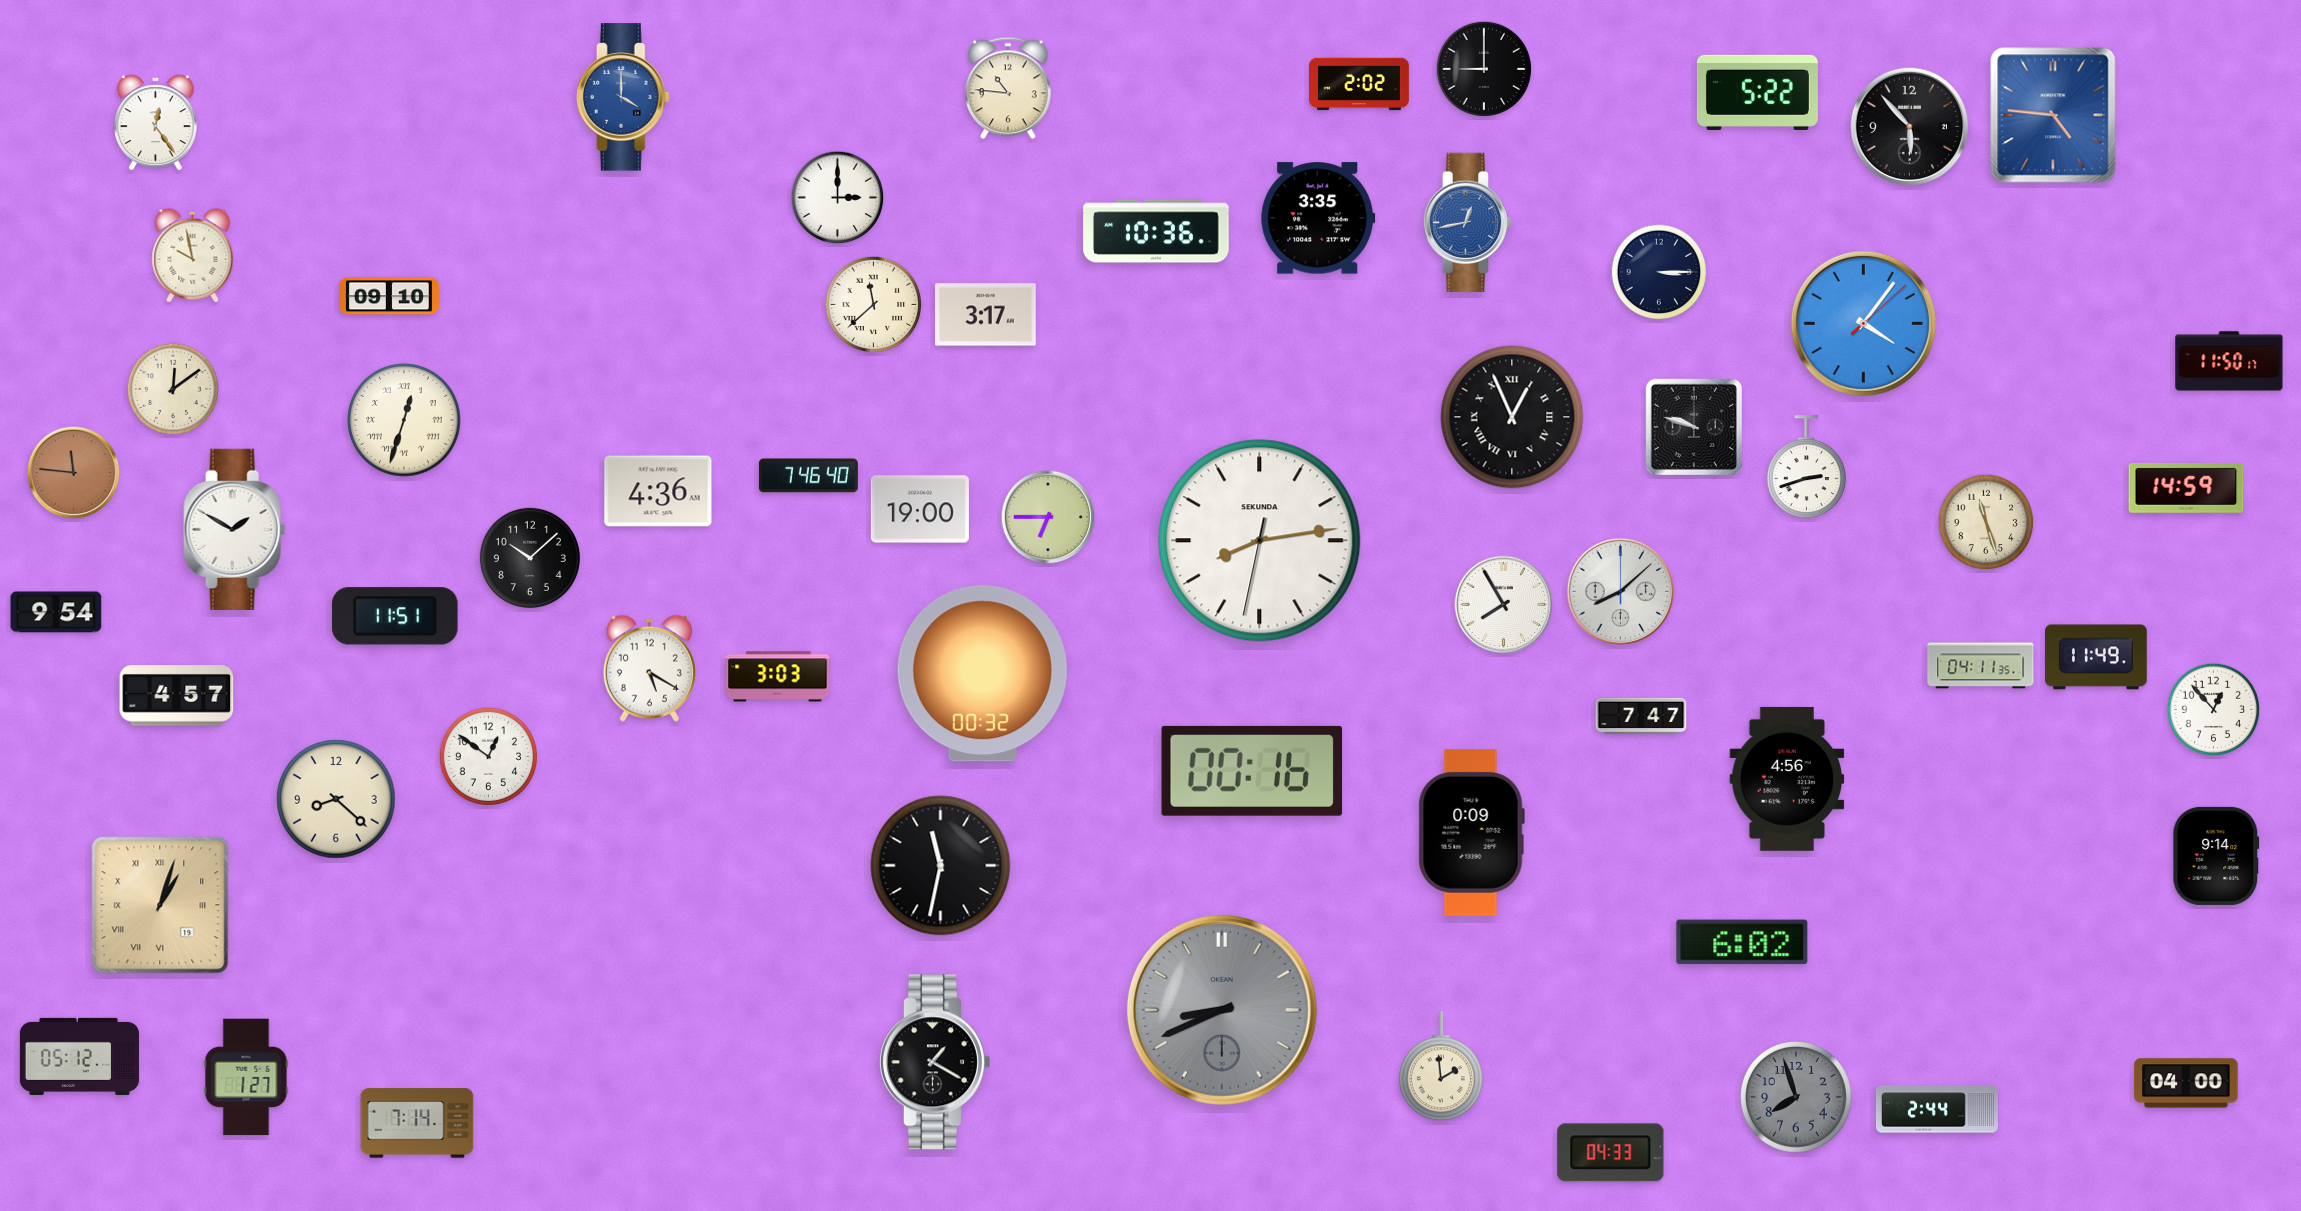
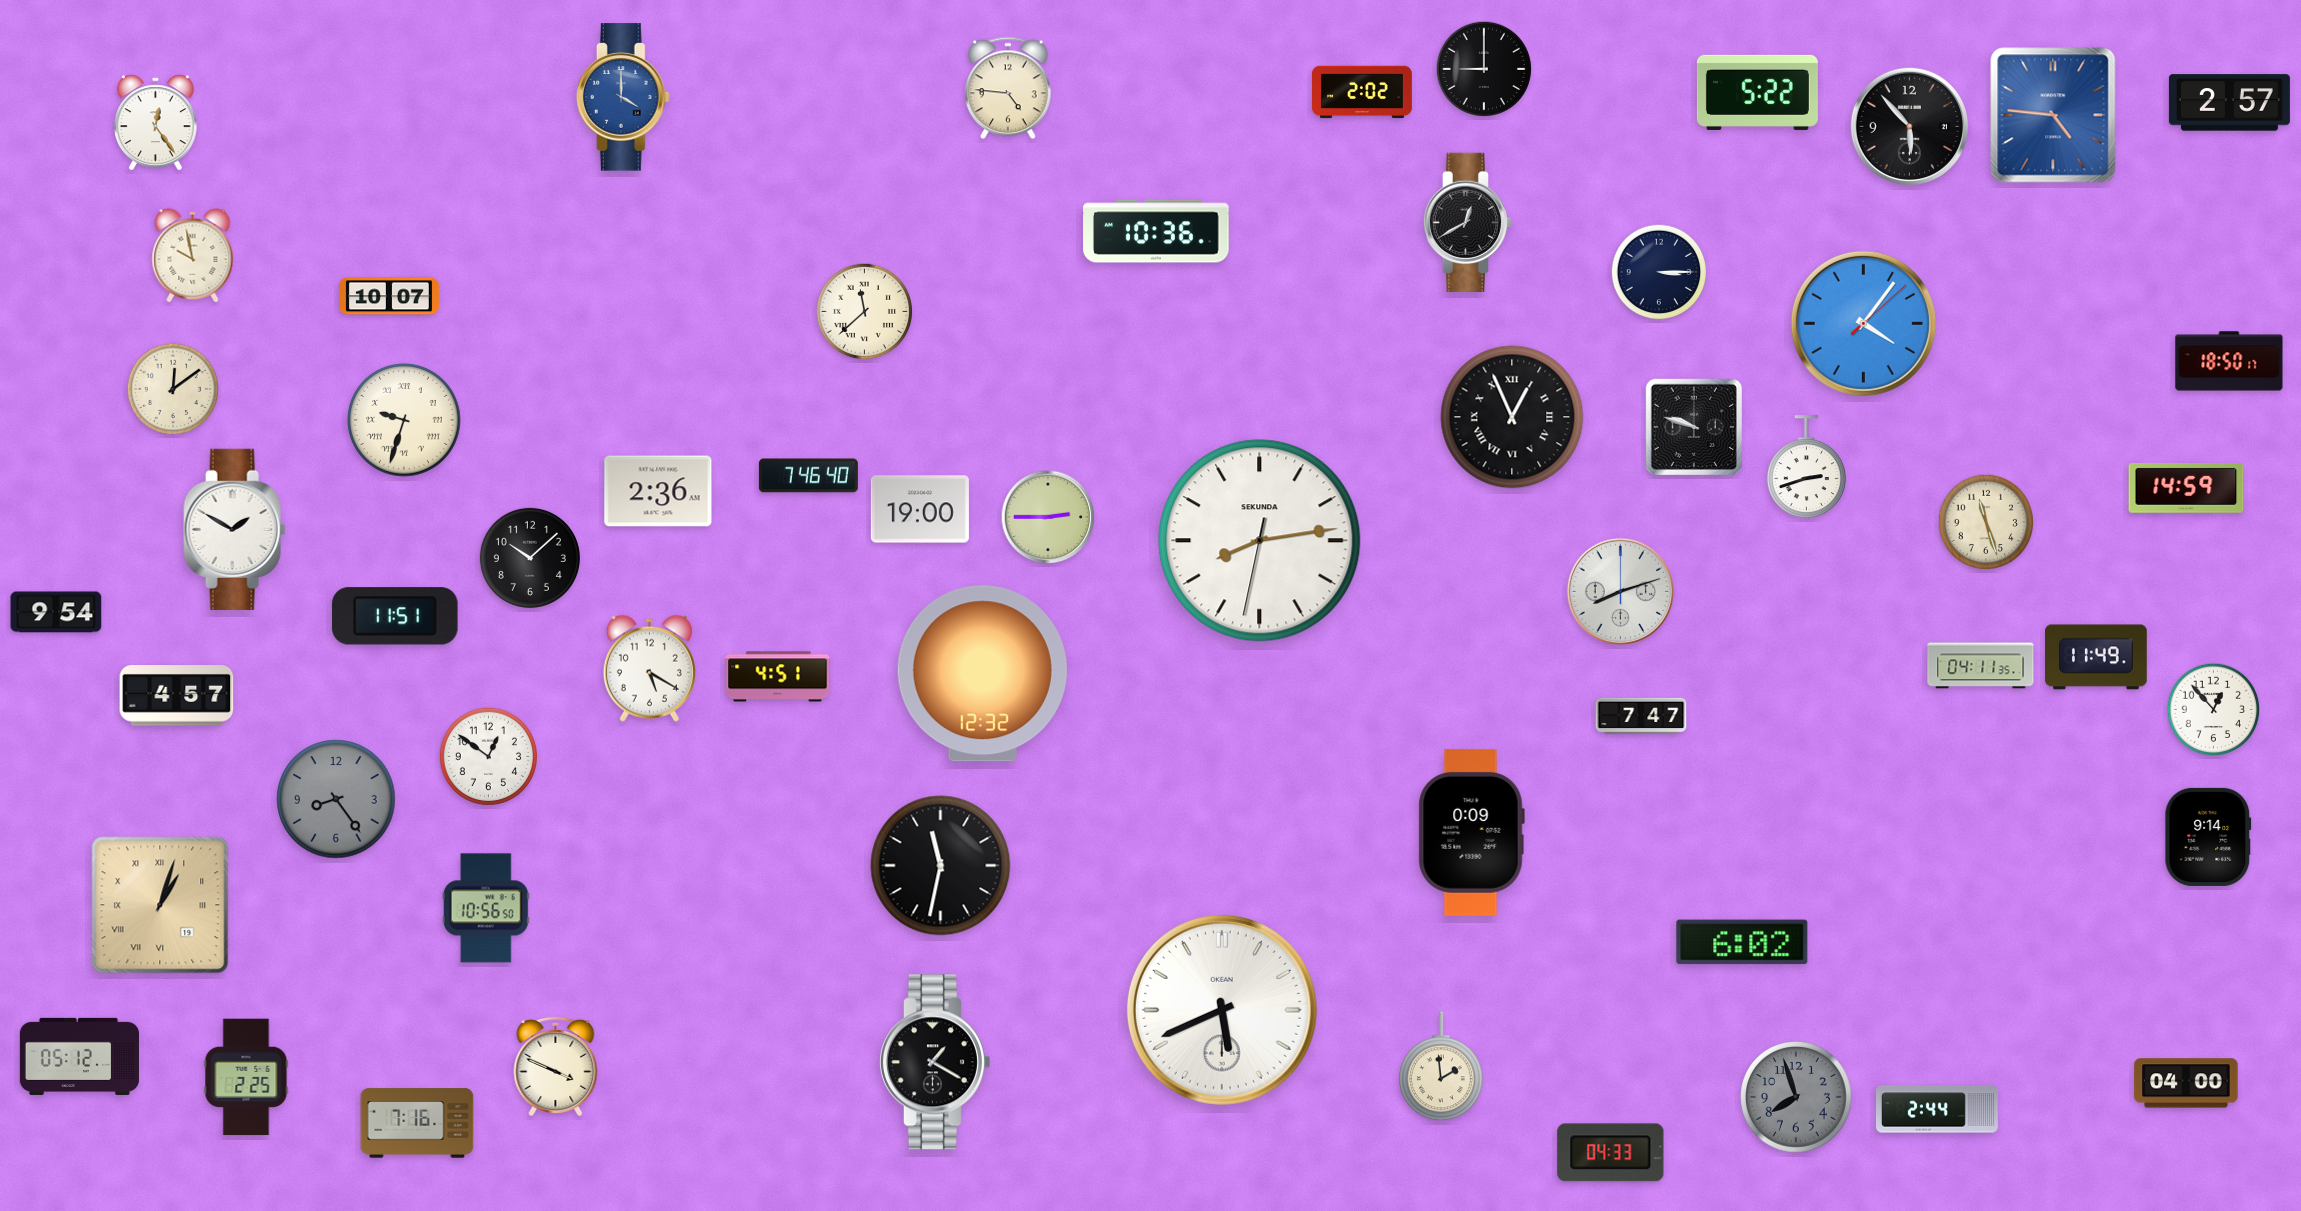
clock at (1360, 84) position: (1360, 84) -> (1363, 92)
clock at (1008, 88): 10:46 -> 4:46
clock at (2229, 103): none -> 2:57
clock at (838, 198): 3:00 -> none
clock at (1318, 218): 3:35 -> none
clock at (1468, 222): 12:43 -> 12:40
clock at (1468, 222) dial: blue -> black
clock at (389, 296): 09:10 -> 10:07
clock at (873, 304) position: (873, 304) -> (864, 311)
clock at (986, 315): 3:17 -> none
clock at (2229, 361): 11:50 -> 18:50
clock at (404, 420): 12:33 -> 9:33
clock at (74, 473): 11:46 -> none
clock at (658, 491): 4:36 -> 2:36
clock at (1048, 517): 6:45 -> 2:45
clock at (1621, 592): 8:08 -> 8:12
clock at (1504, 605): 7:55 -> none
clock at (982, 674): 00:32 -> 12:32
clock at (778, 677): 3:03 -> 4:51
clock at (1252, 771): 00:16 -> none
clock at (1787, 779): 4:56 -> none
clock at (336, 799): 8:22 -> 8:24
clock at (336, 799) dial: cream -> grey
clock at (2216, 856) position: (2216, 856) -> (2208, 837)
clock at (486, 908): none -> 10:56
clock at (1222, 1010): 8:41 -> 5:41
clock at (1222, 1010) dial: grey -> white
clock at (556, 1066): none -> 3:49
clock at (246, 1077): 1:27 -> 2:25
clock at (417, 1123): 7:14 -> 7:16
